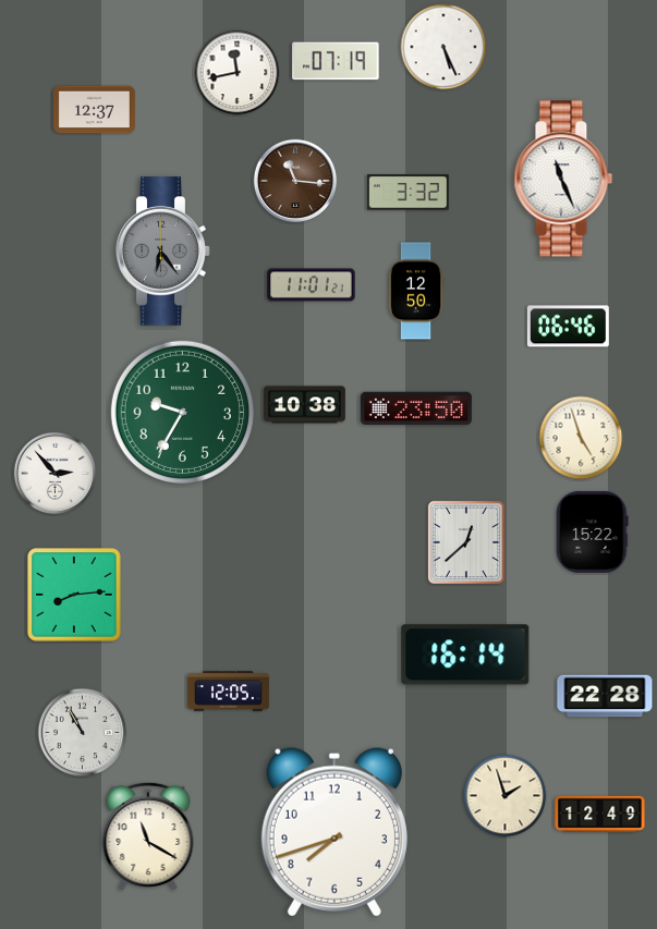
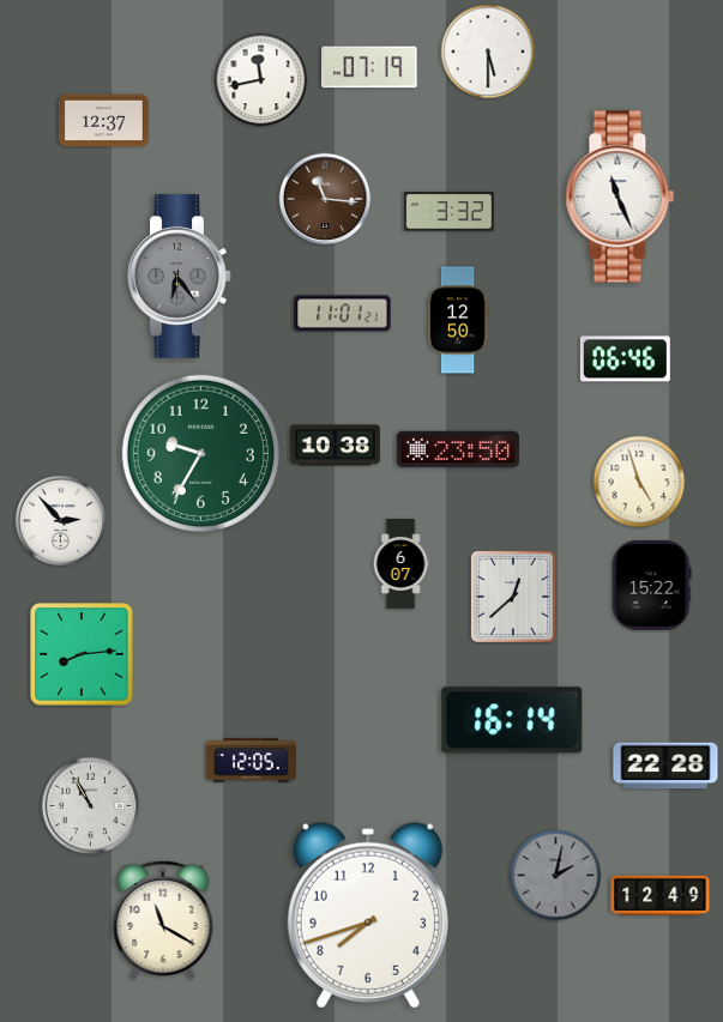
clock at (443, 47): 5:26 -> 5:30
clock at (400, 564): none -> 6:07
clock at (506, 796): 1:57 -> 2:02
clock at (506, 796) dial: cream -> grey
